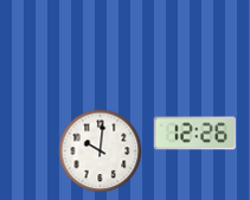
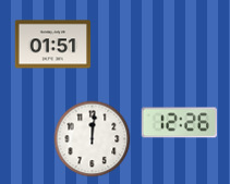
clock at (53, 45): none -> 01:51
clock at (101, 151): 10:01 -> 12:01
